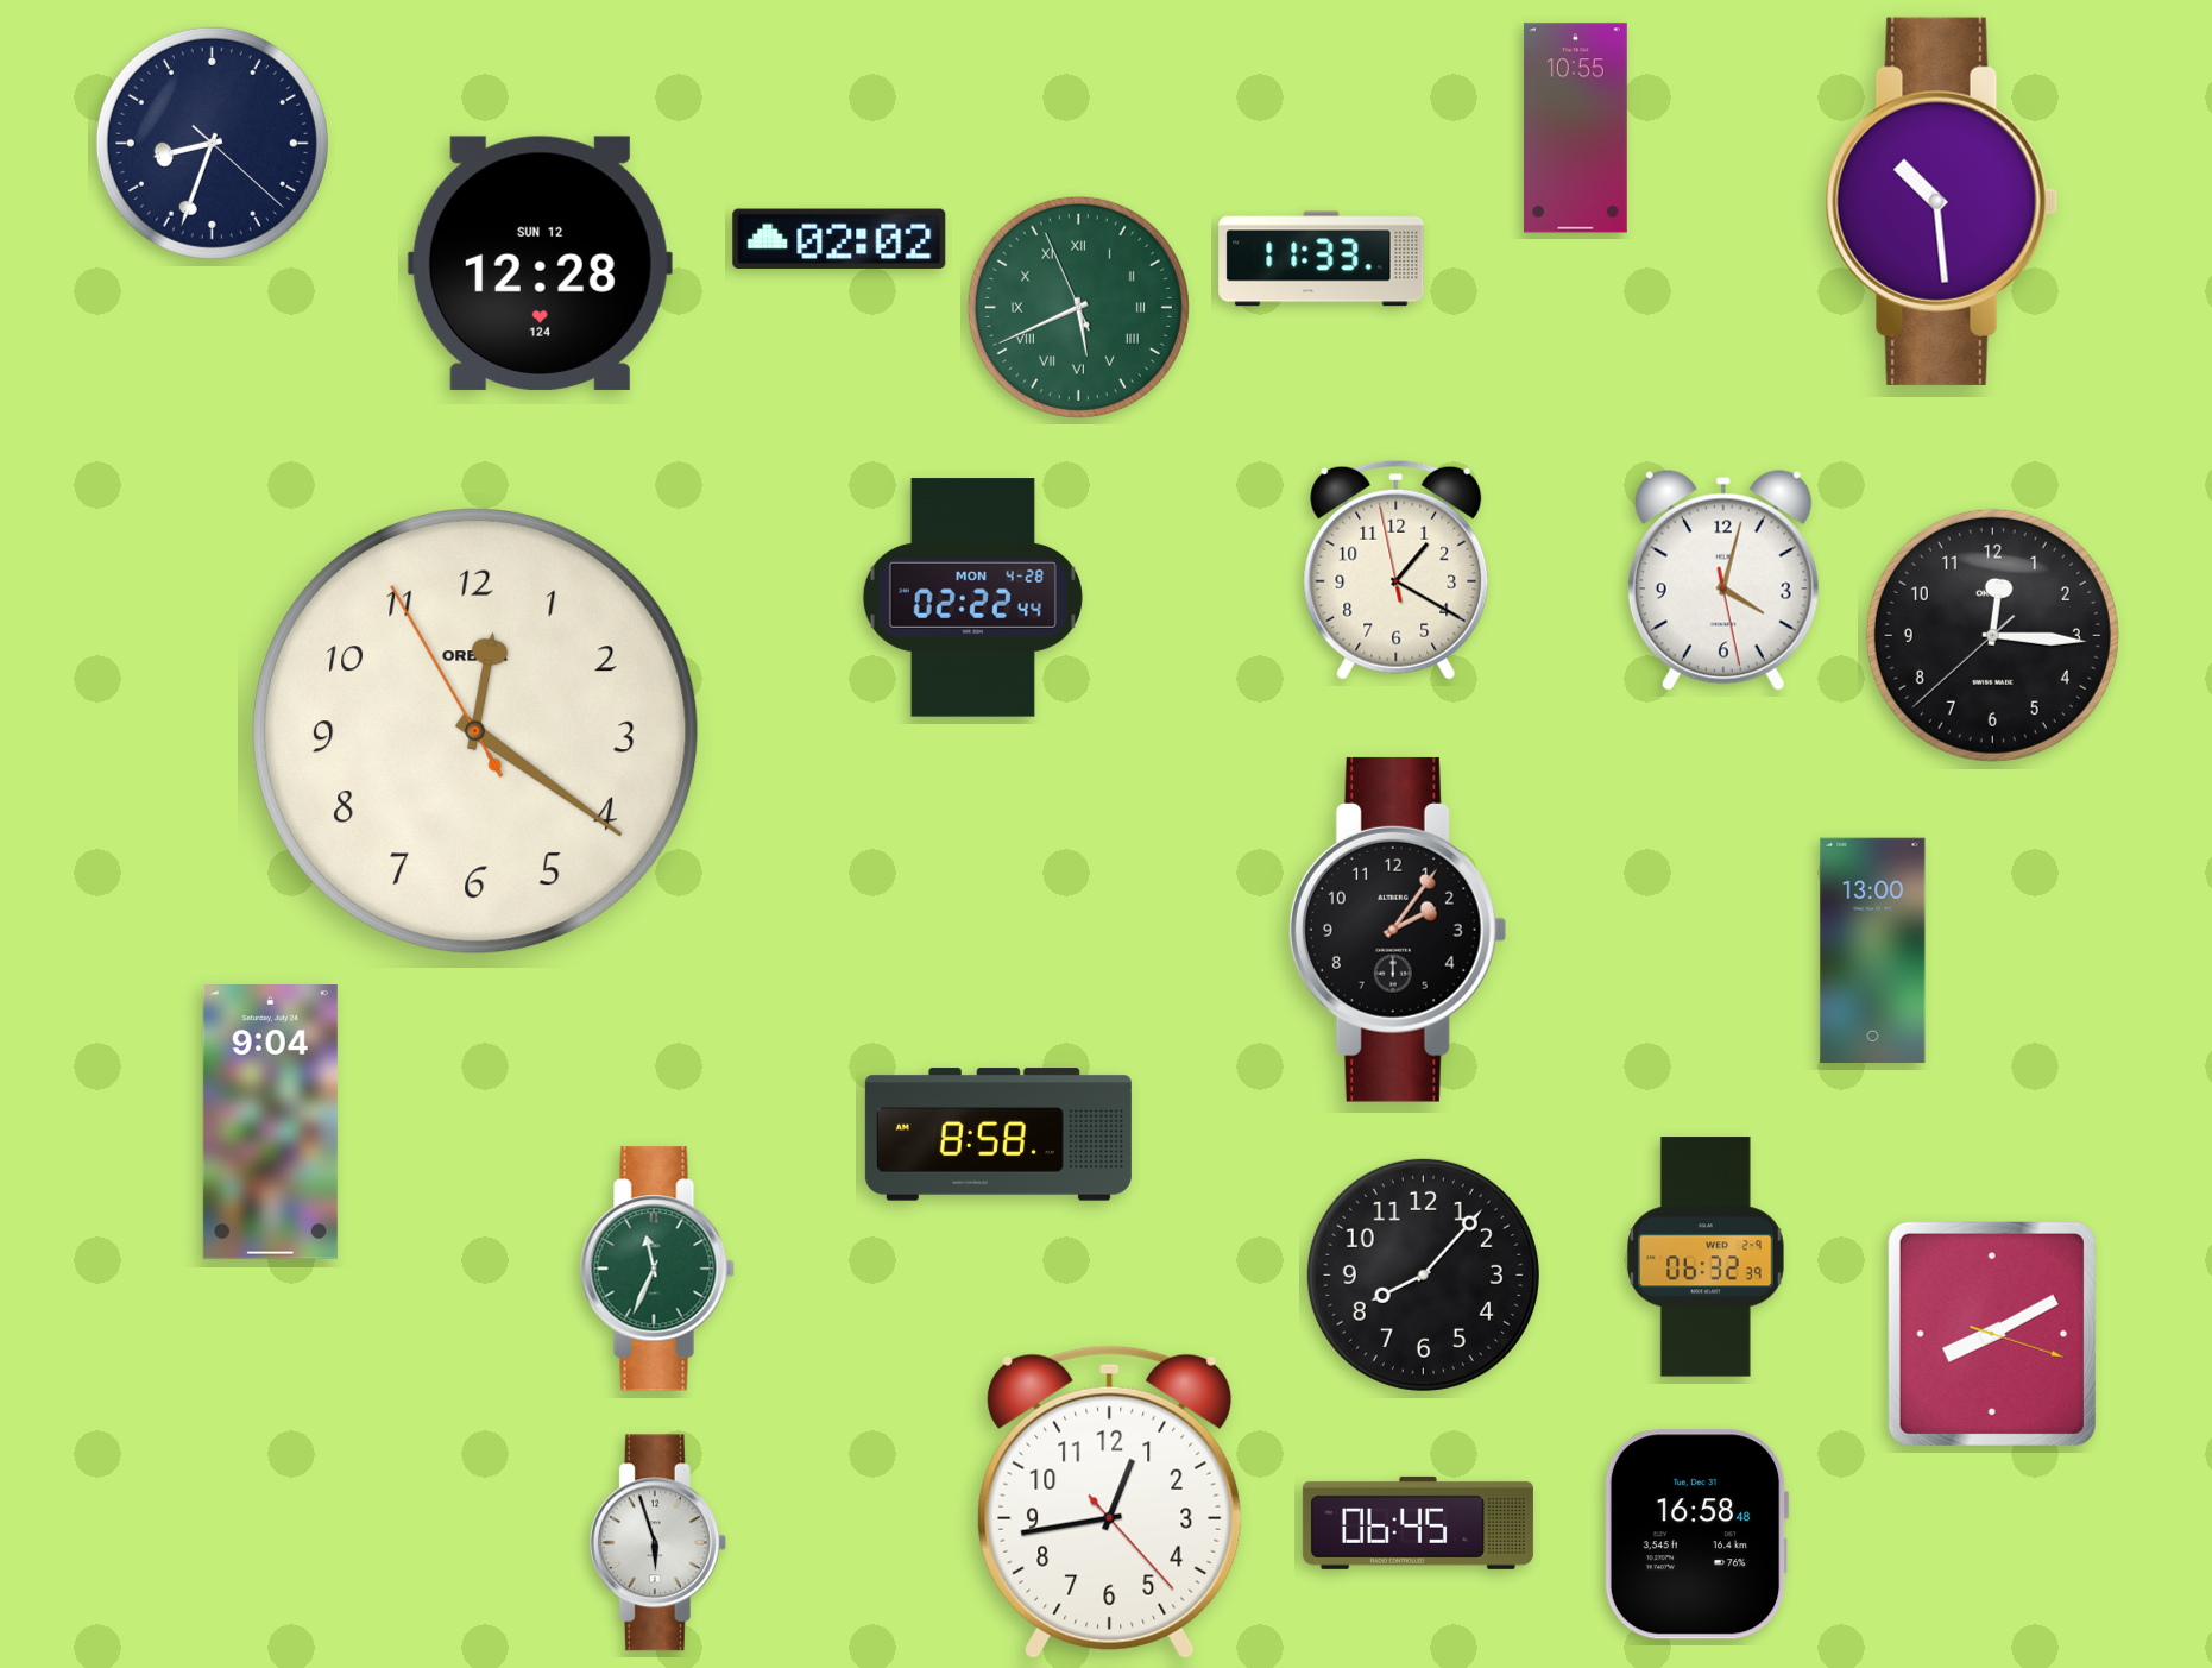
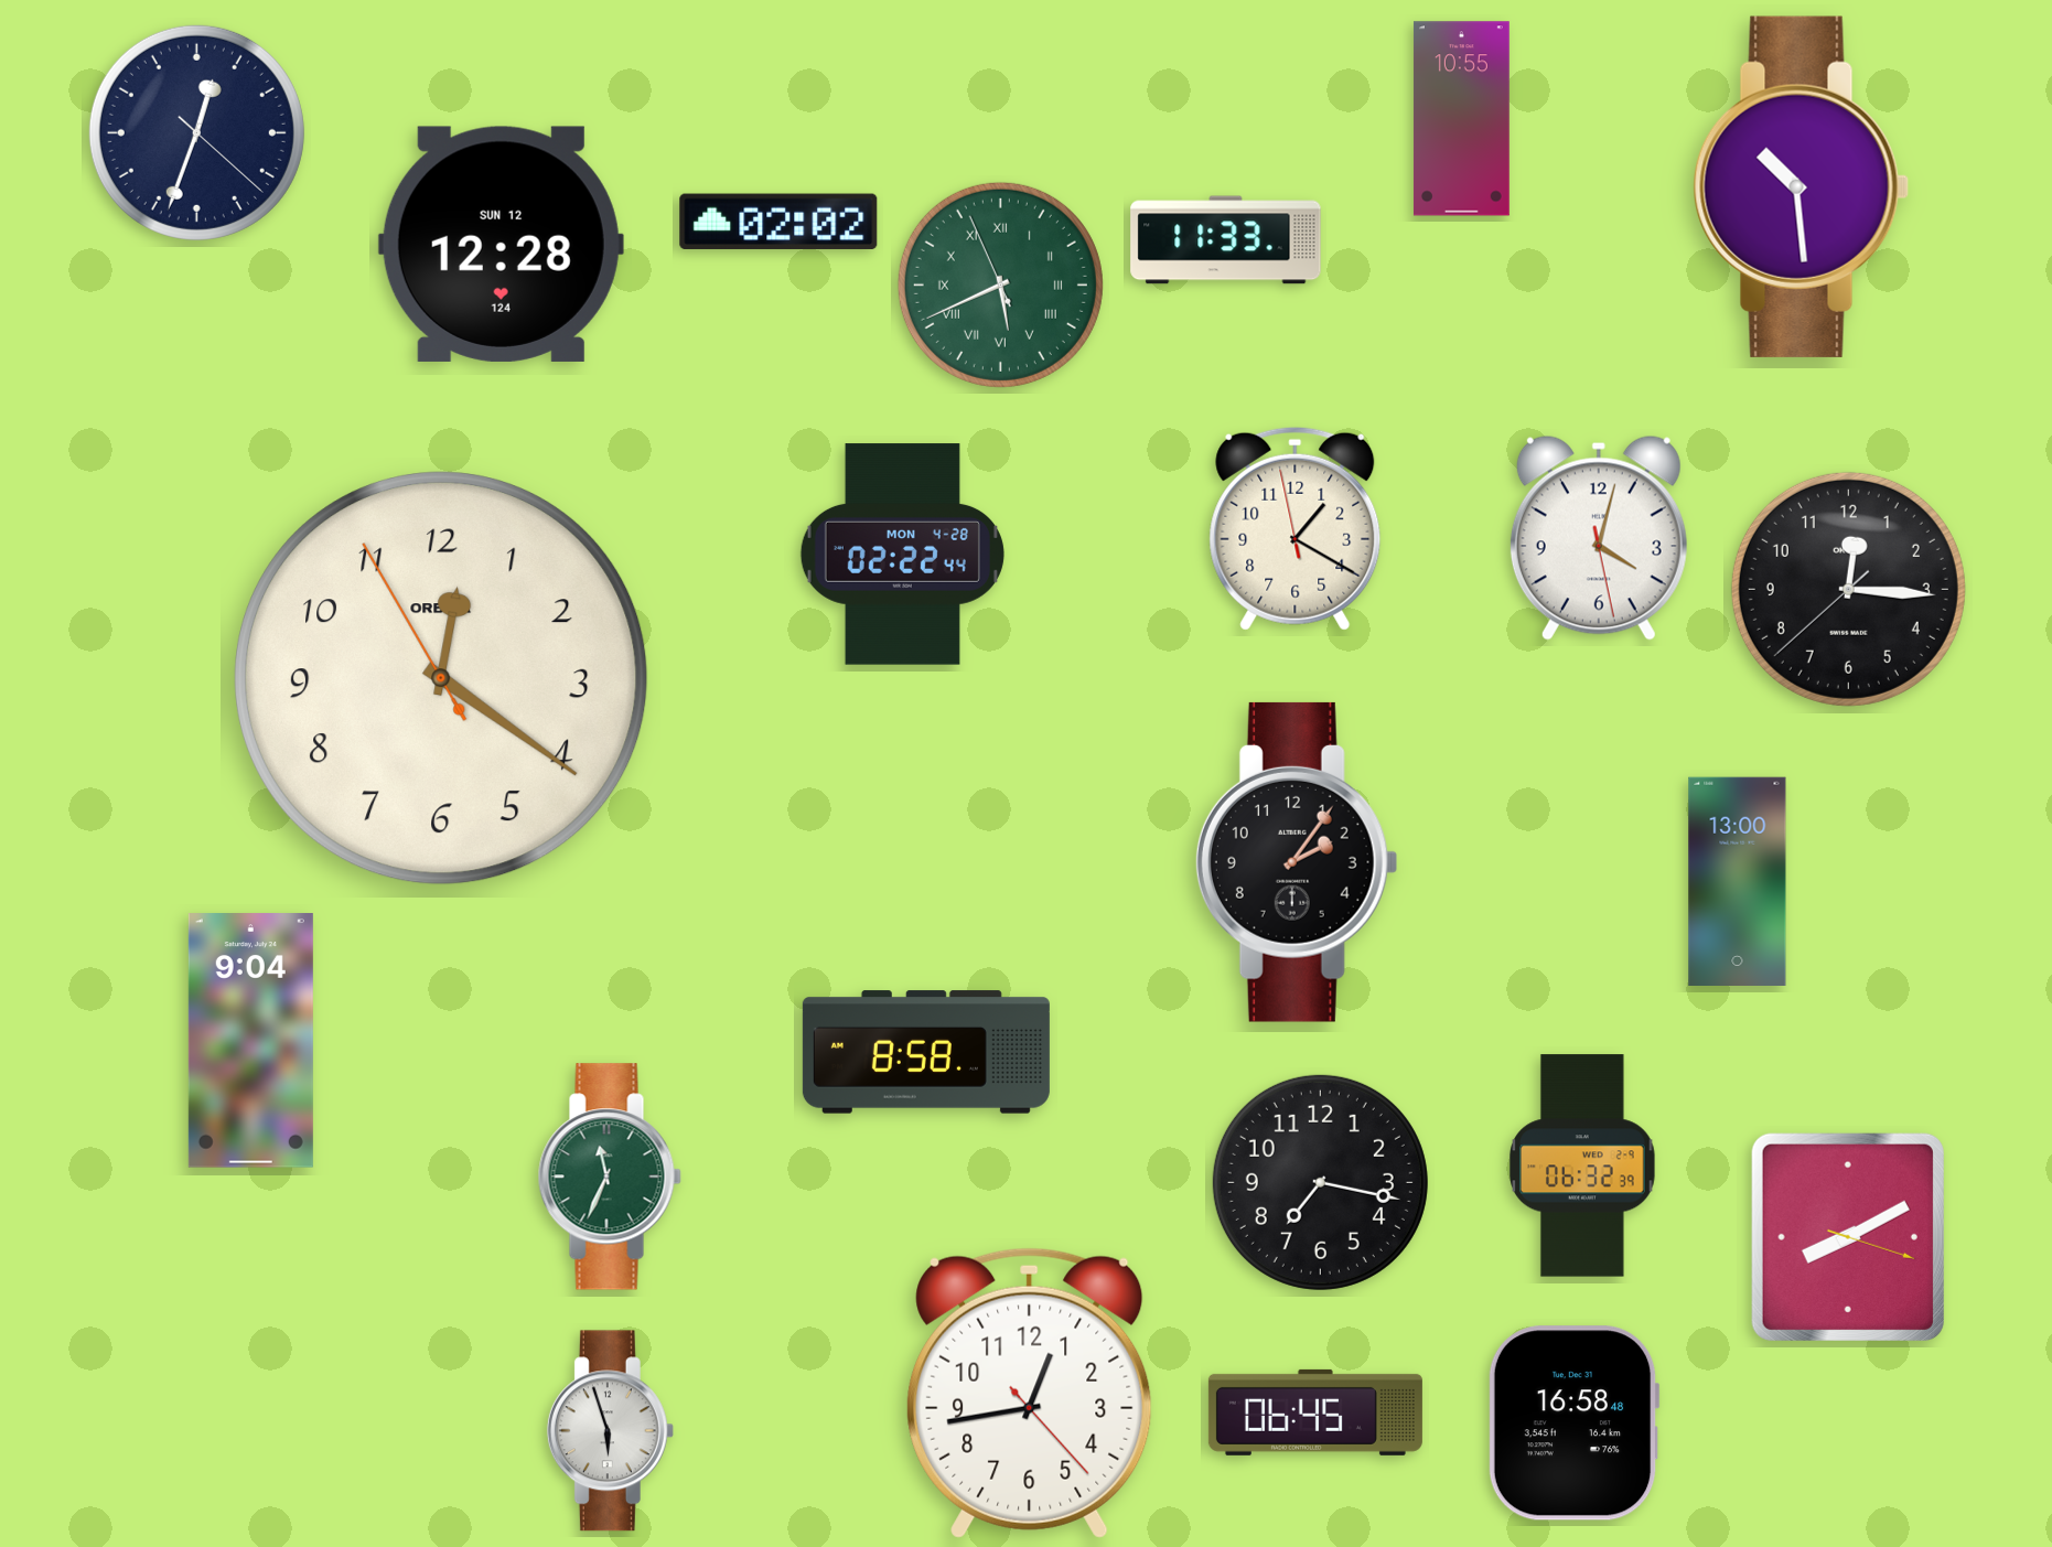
clock at (212, 143): 8:33 -> 12:33
clock at (1423, 1274): 8:07 -> 7:17
